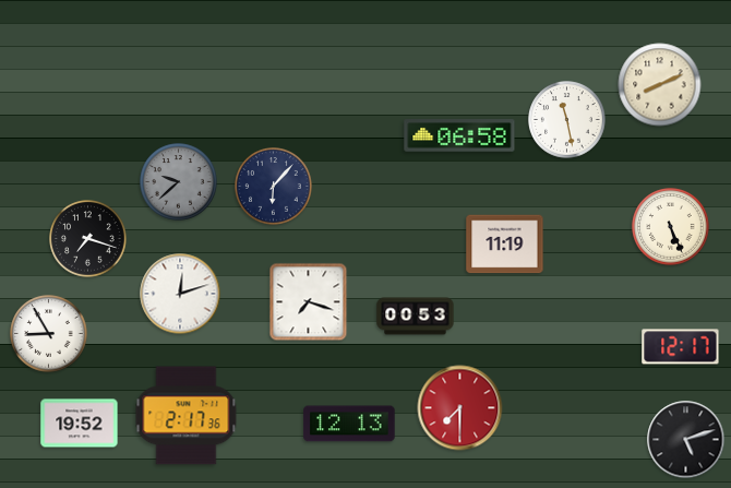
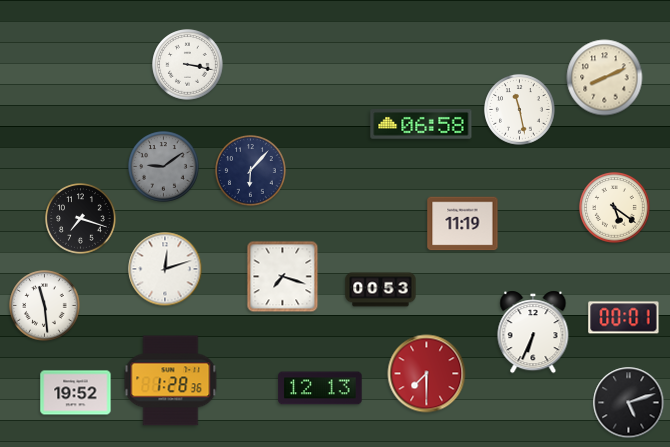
clock at (188, 65): none -> 3:17
clock at (179, 182): 9:38 -> 9:09
clock at (671, 227): 5:26 -> 5:21
clock at (49, 334): 8:55 -> 11:29
clock at (681, 347): 12:17 -> 00:01
clock at (533, 332): none -> 6:34
clock at (460, 408) position: (460, 408) -> (427, 374)
clock at (187, 416): 2:17 -> 1:28
clock at (80, 424) position: (80, 424) -> (76, 393)
